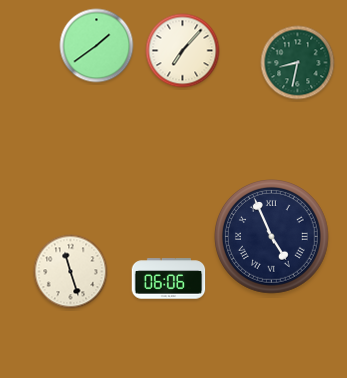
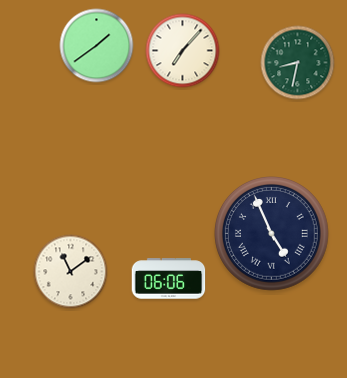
clock at (272, 237) position: (272, 237) -> (272, 234)
clock at (71, 272): 11:27 -> 11:09
